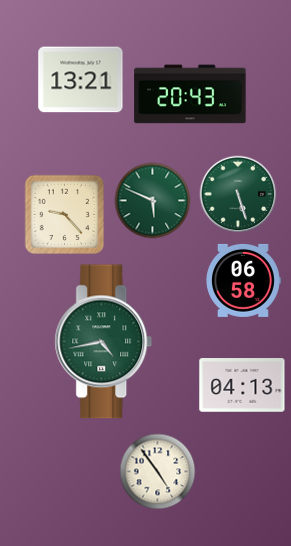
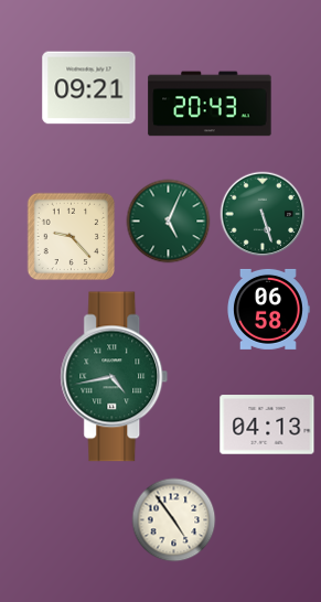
clock at (81, 80): 13:21 -> 09:21
clock at (153, 201): 5:49 -> 5:04
